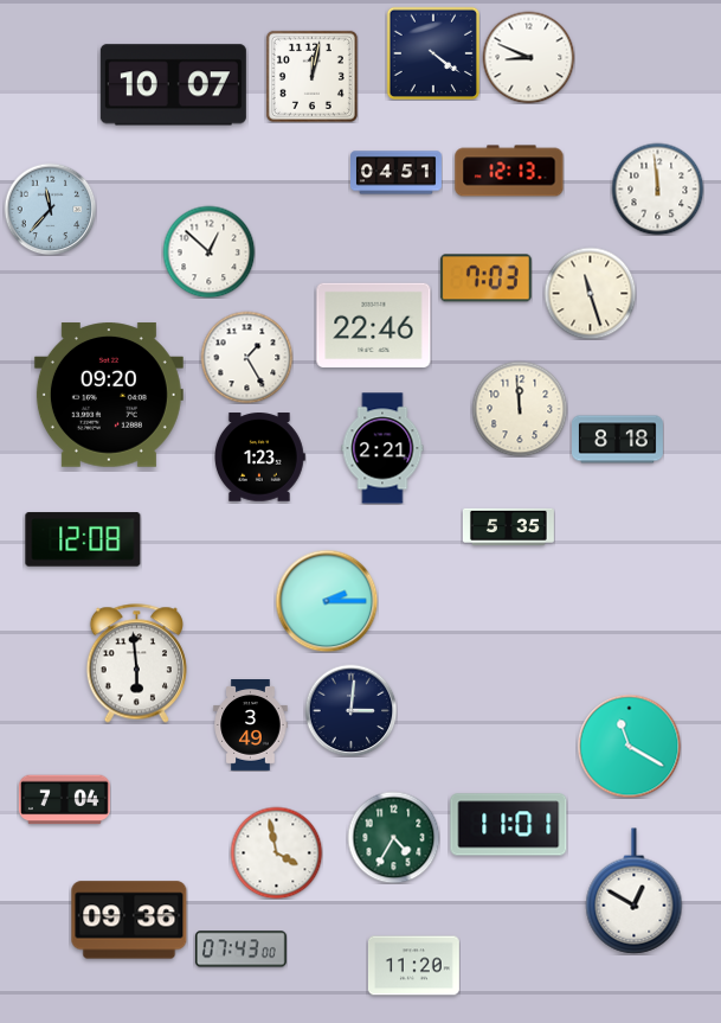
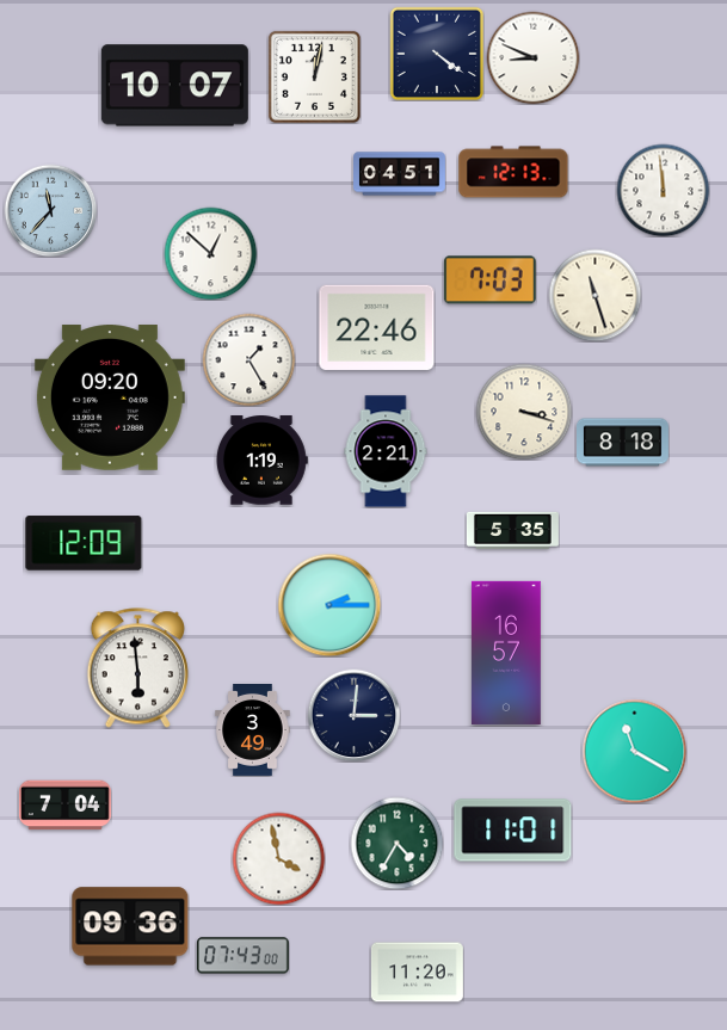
clock at (520, 409): 11:59 -> 3:18
clock at (259, 458): 1:23 -> 1:19
clock at (83, 539): 12:08 -> 12:09
clock at (506, 653): none -> 16:57
clock at (635, 891): 12:50 -> none
